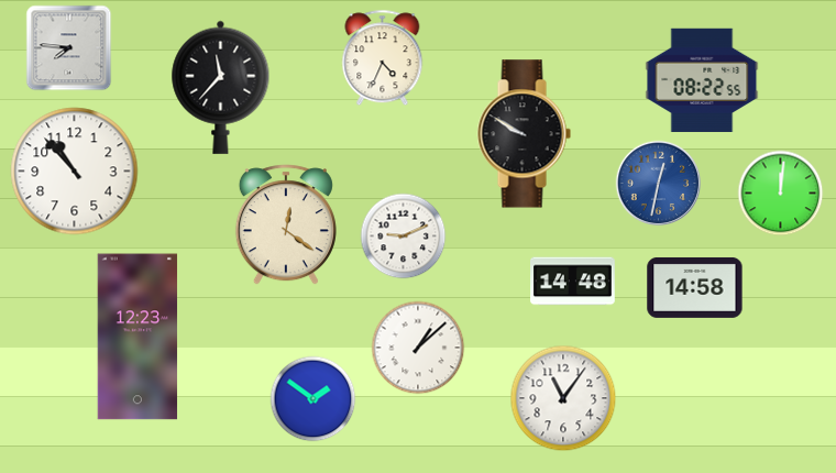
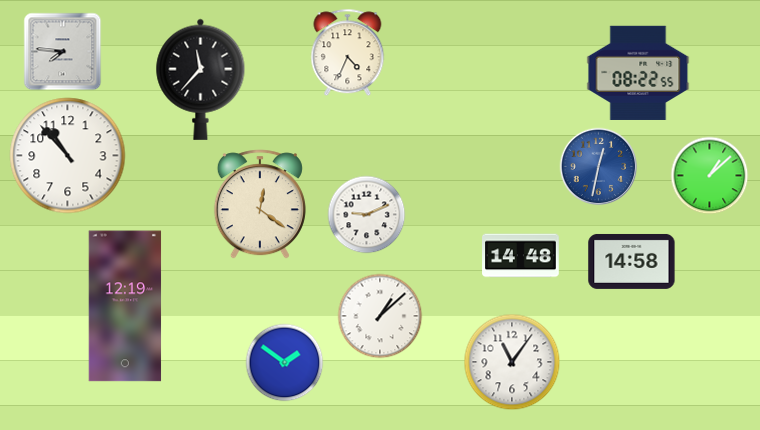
clock at (68, 47) position: (68, 47) -> (62, 51)
clock at (524, 134): 9:50 -> none
clock at (780, 193): 12:01 -> 1:08
clock at (137, 337): 12:23 -> 12:19
